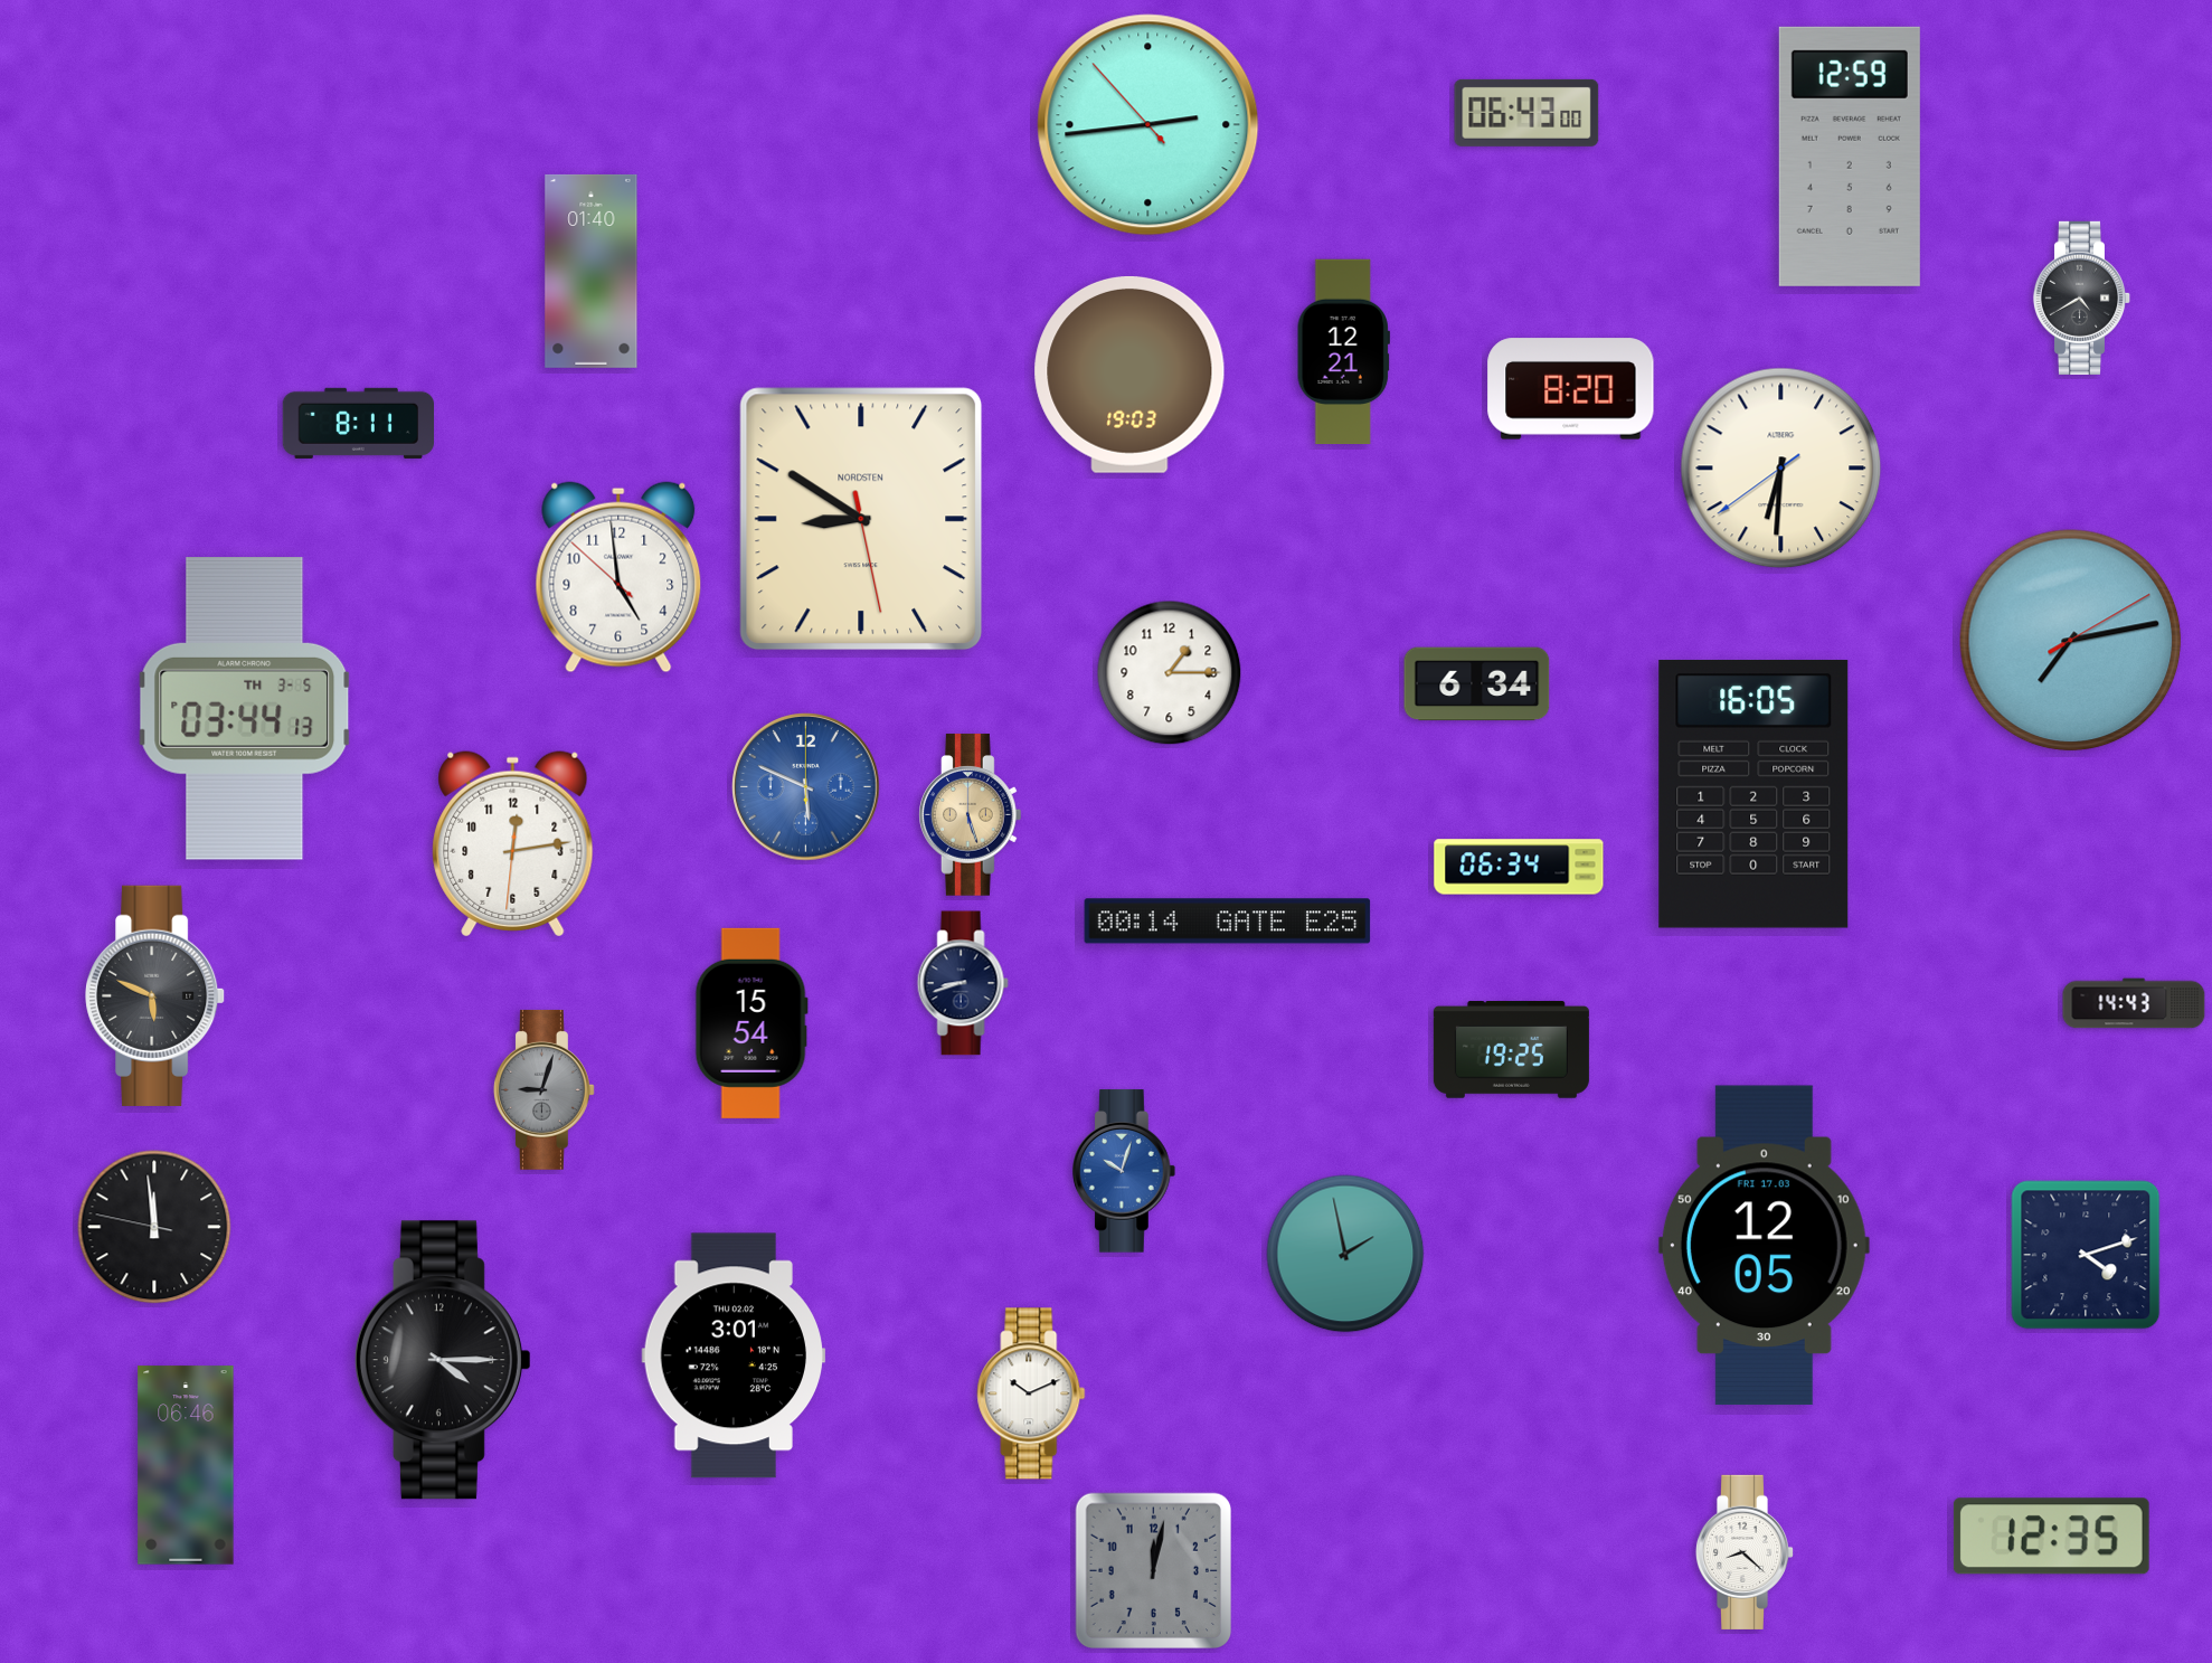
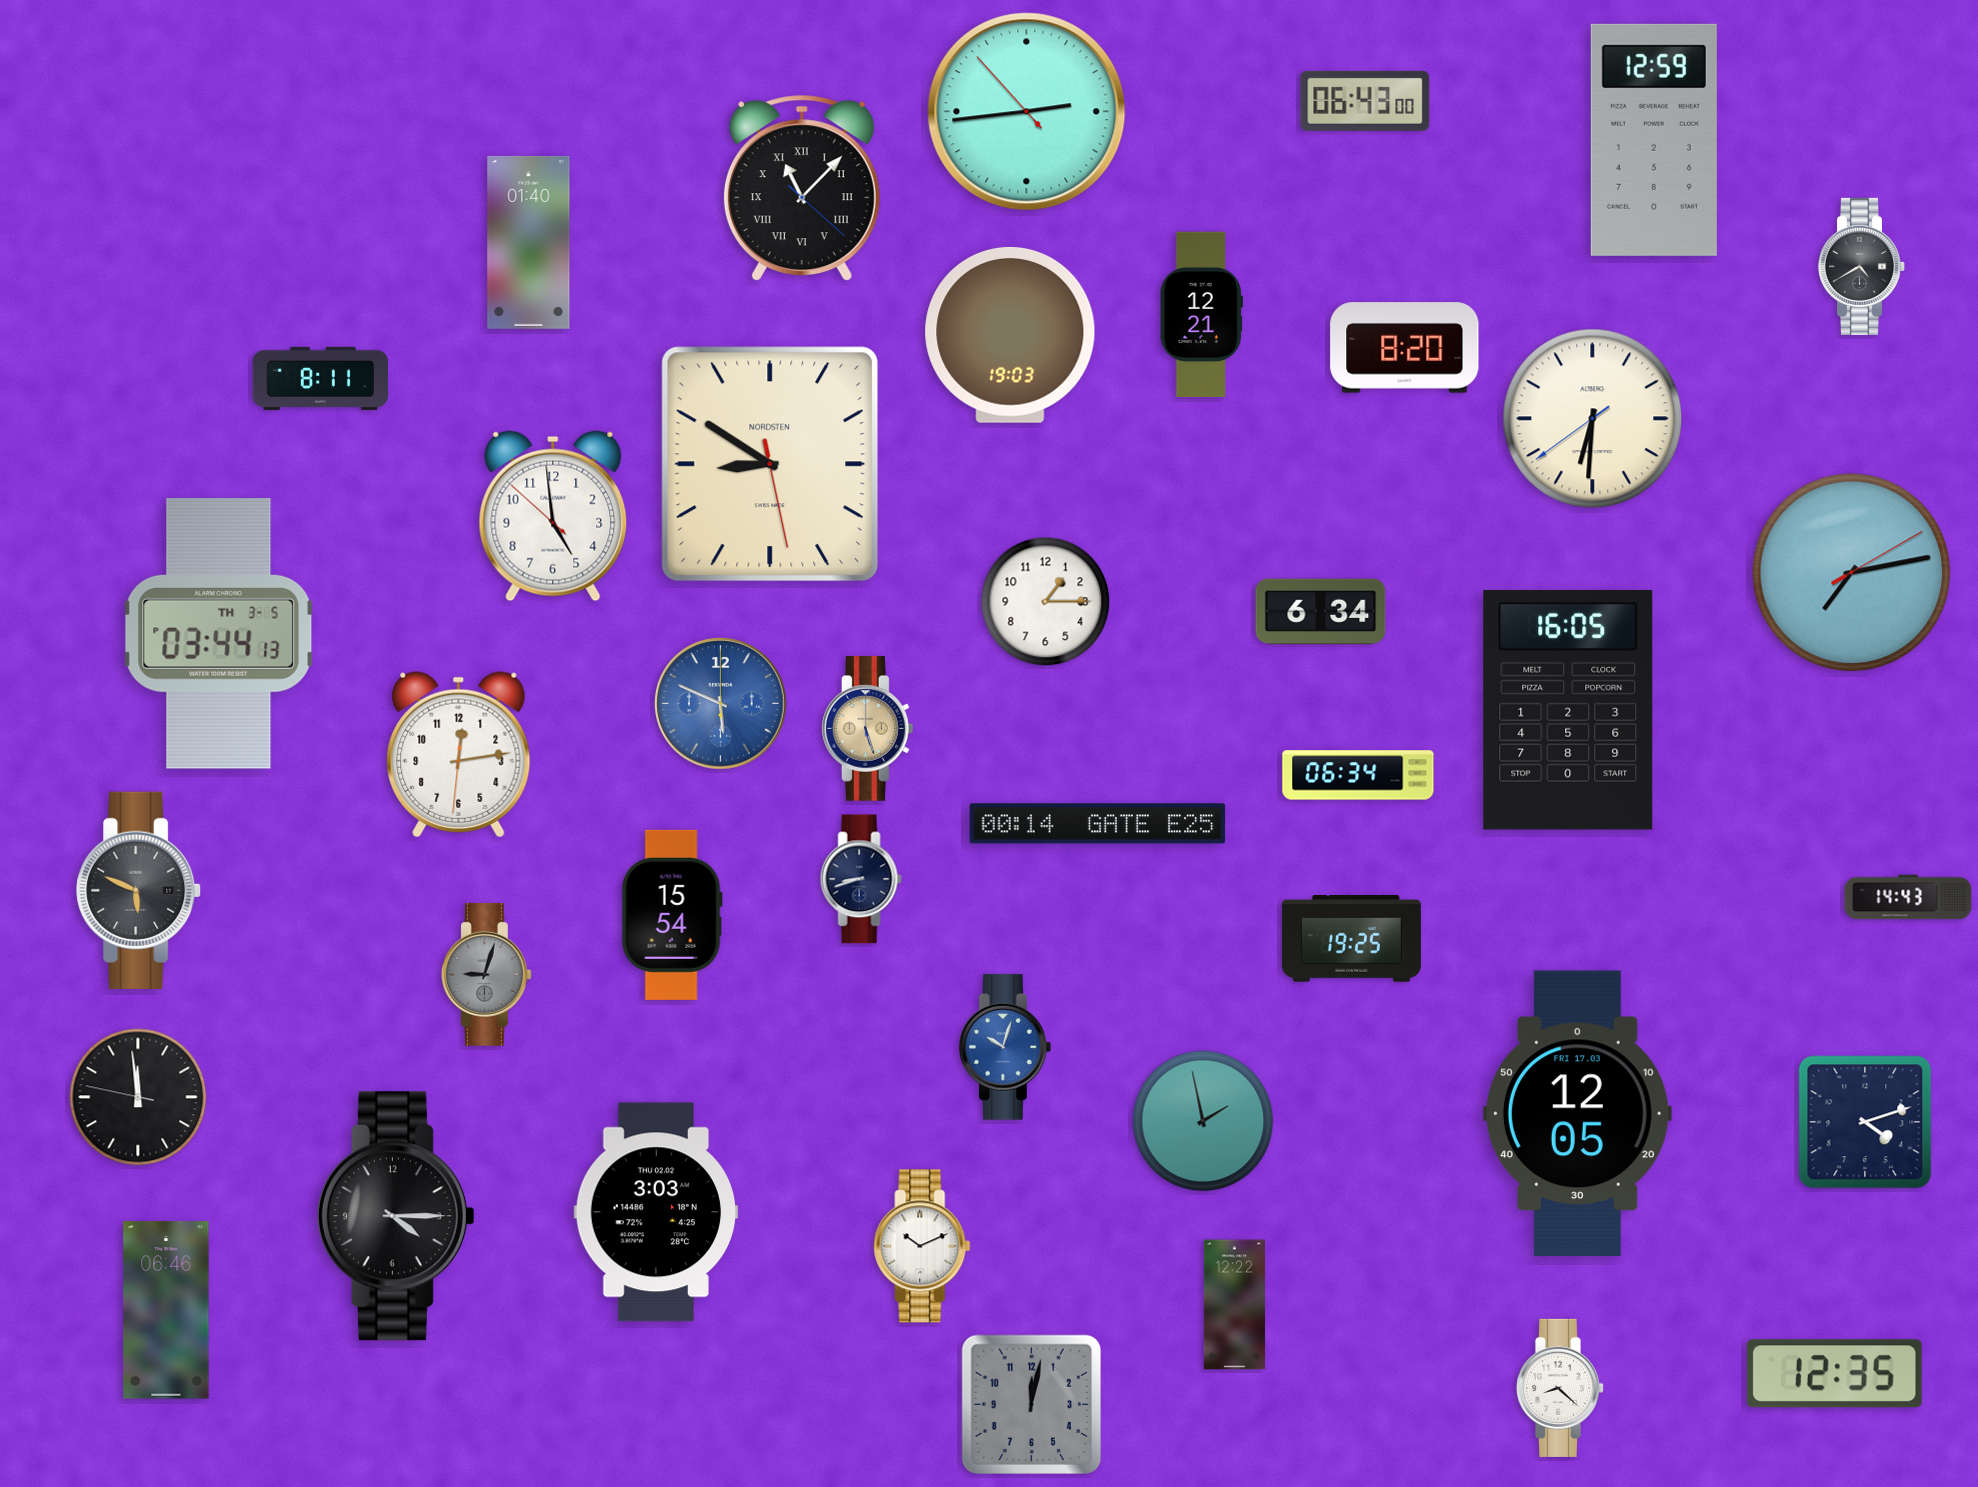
clock at (802, 188): none -> 11:07
clock at (734, 1355): 3:01 -> 3:03
clock at (1234, 1305): none -> 12:22
